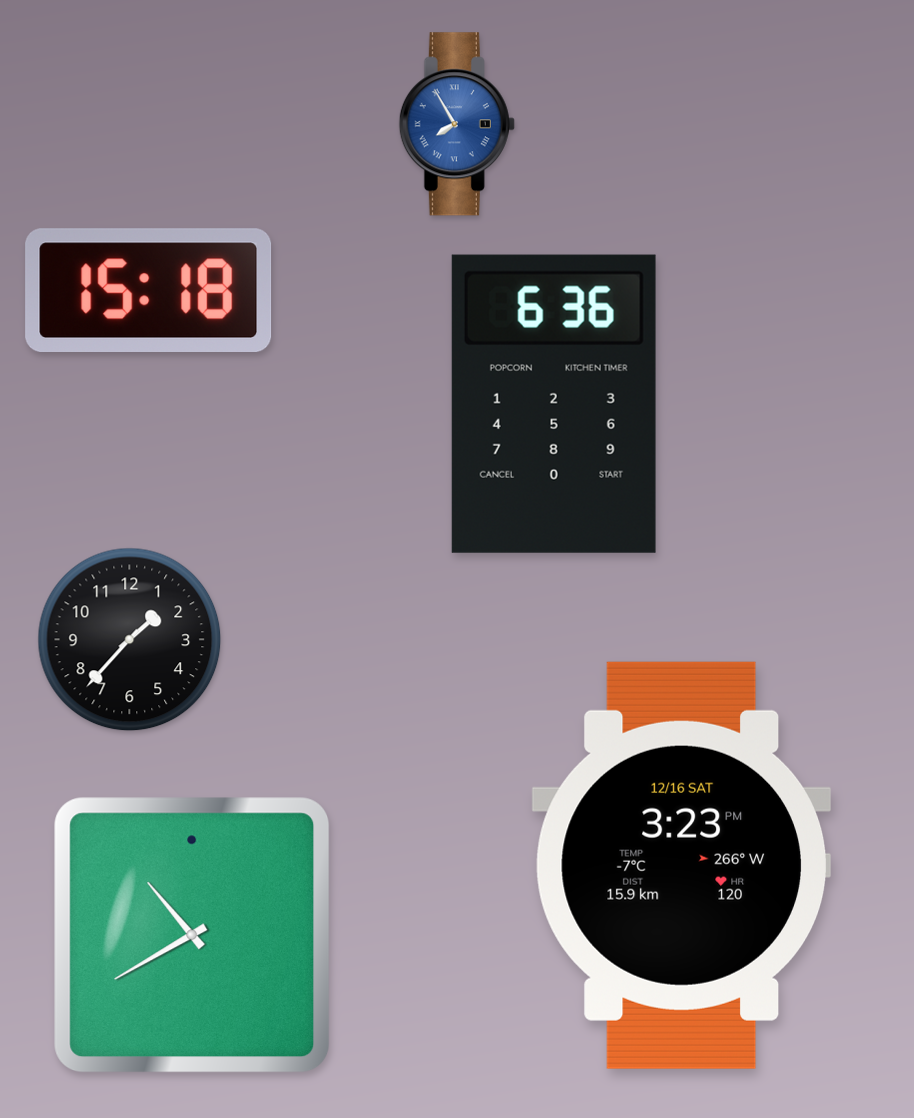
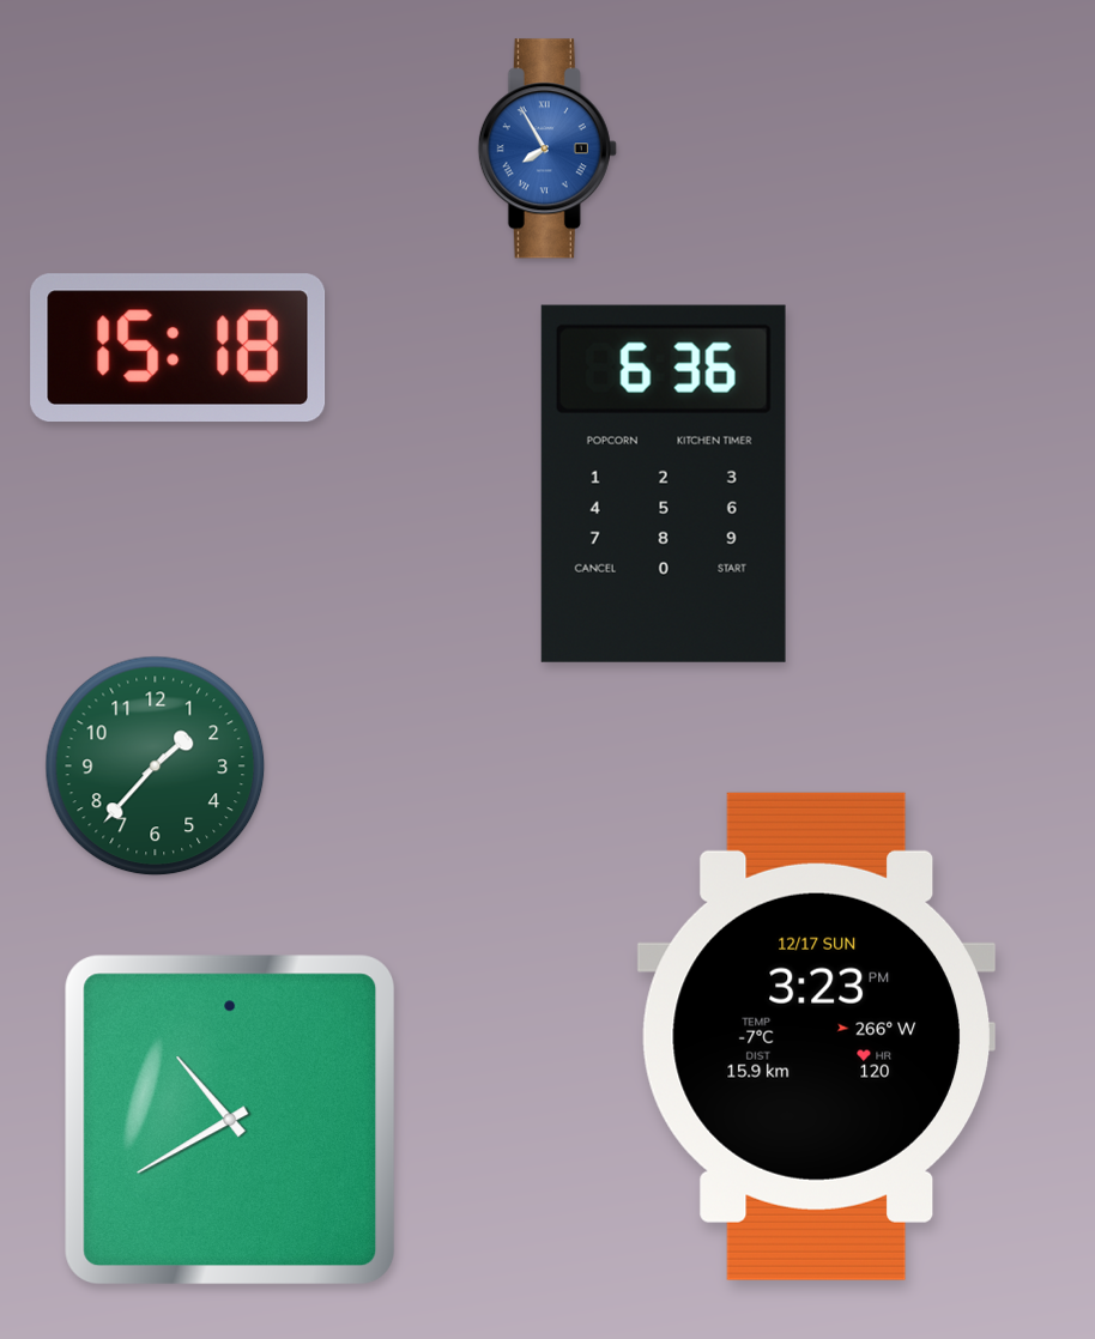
clock at (130, 640) dial: black -> green
clock at (681, 865) date: 12/16 SAT -> 12/17 SUN
